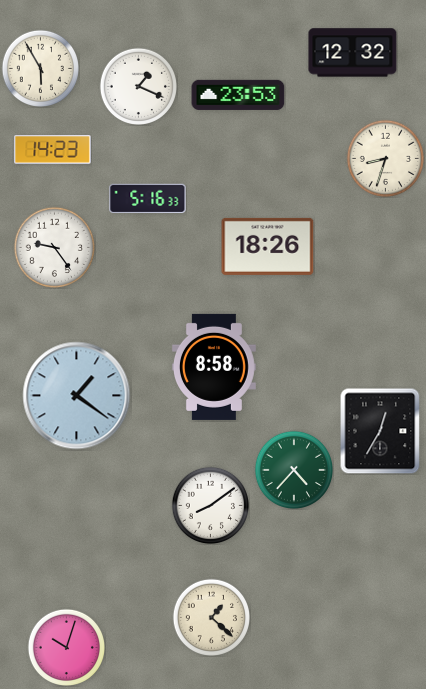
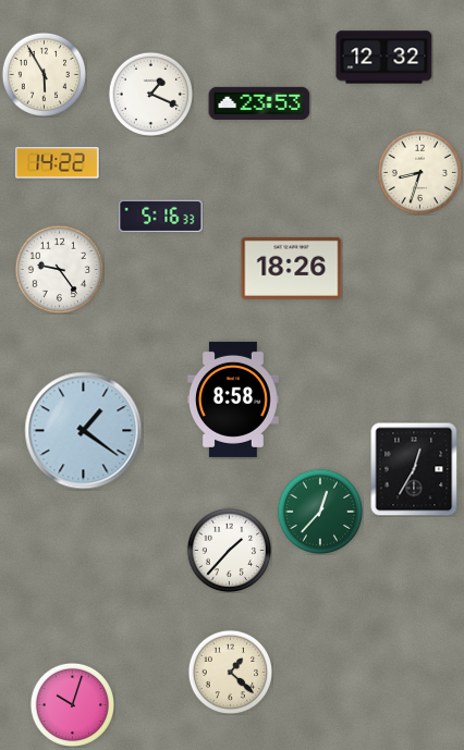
clock at (53, 150): 14:23 -> 14:22
clock at (293, 469): 4:37 -> 12:37
clock at (210, 505): 8:09 -> 1:37
